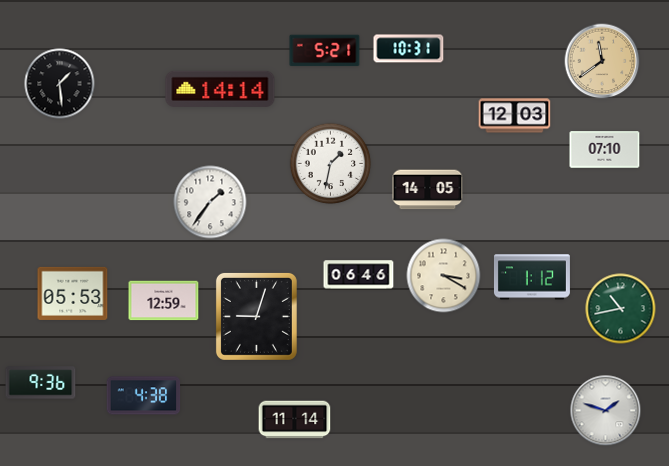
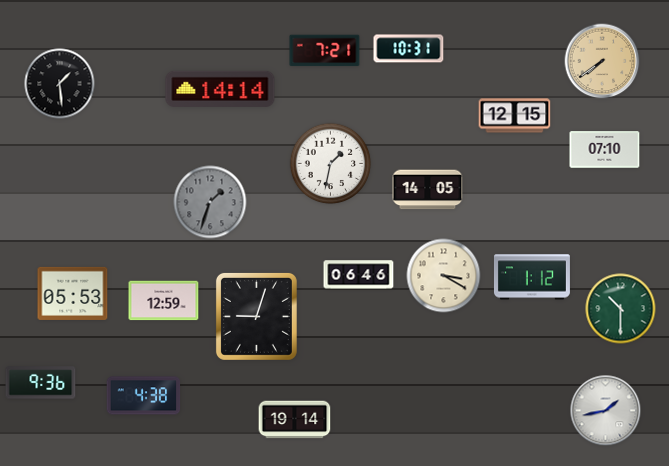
clock at (325, 51): 5:21 -> 7:21
clock at (602, 61): 11:39 -> 7:39
clock at (515, 116): 12:03 -> 12:15
clock at (210, 202): 1:36 -> 1:33
clock at (210, 202) dial: white -> grey
clock at (621, 309): 10:43 -> 10:30
clock at (606, 411): 1:48 -> 1:43
clock at (295, 420): 11:14 -> 19:14
